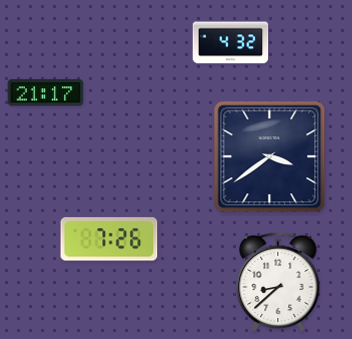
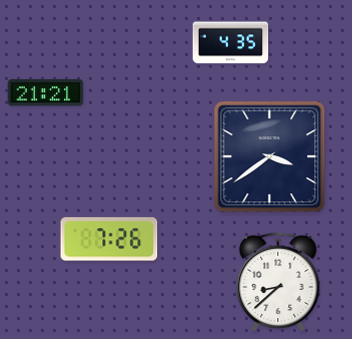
clock at (231, 43): 4:32 -> 4:35
clock at (46, 93): 21:17 -> 21:21
